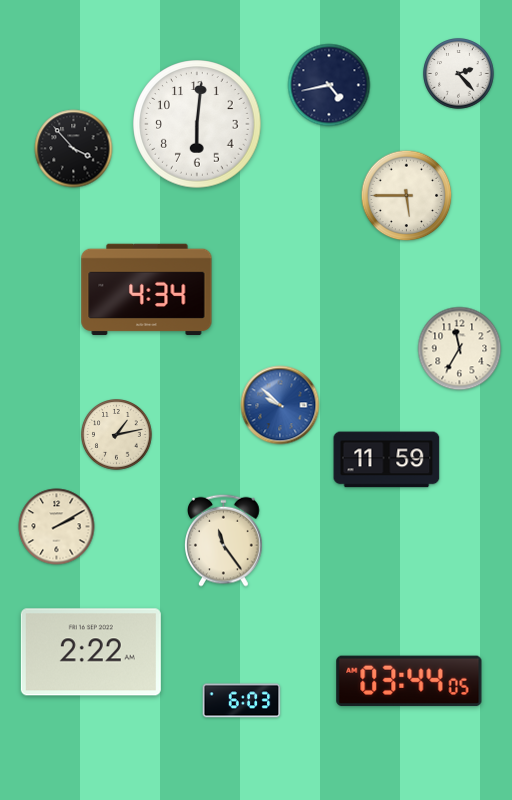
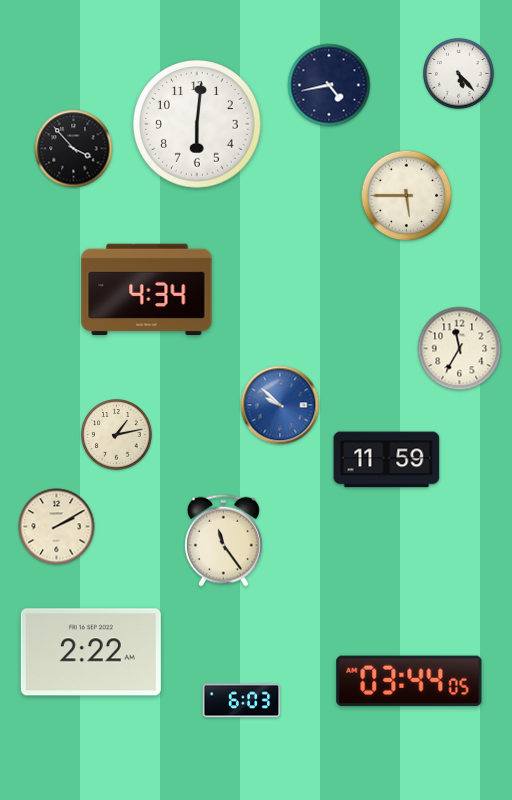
clock at (459, 74): 2:23 -> 5:23
